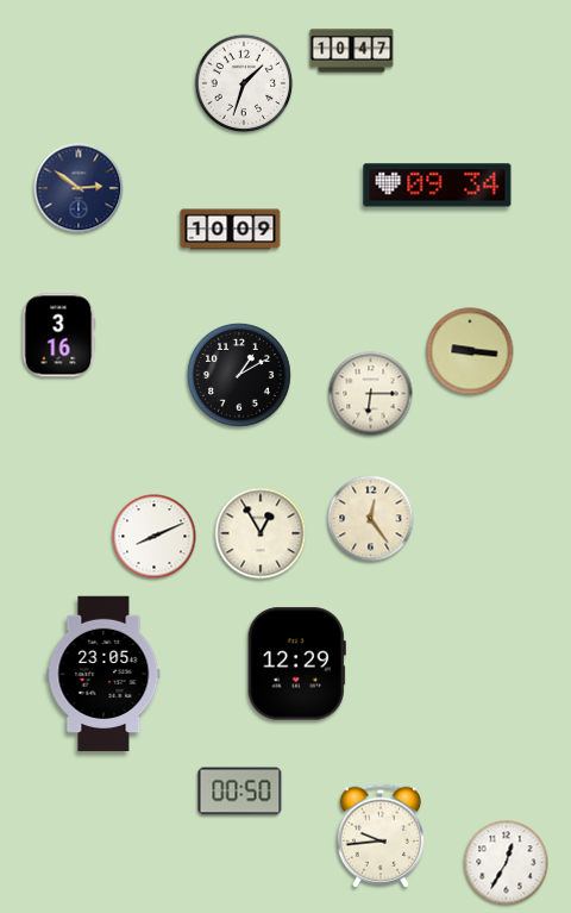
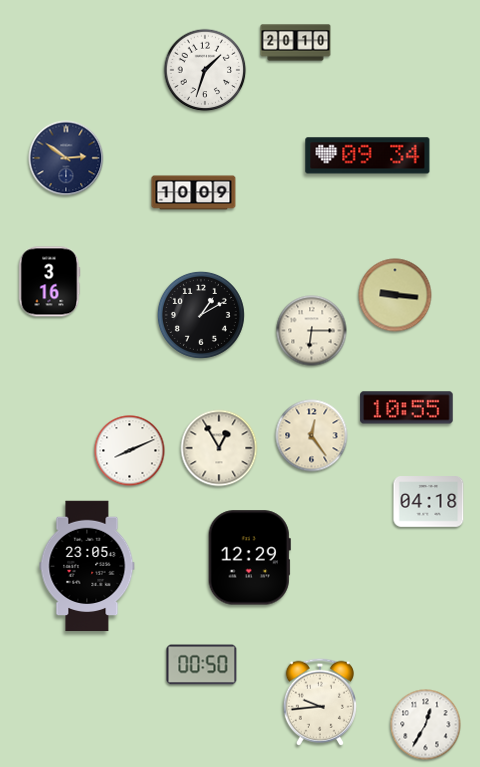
clock at (352, 51): 10:47 -> 20:10
clock at (407, 408): none -> 10:55
clock at (429, 502): none -> 04:18
